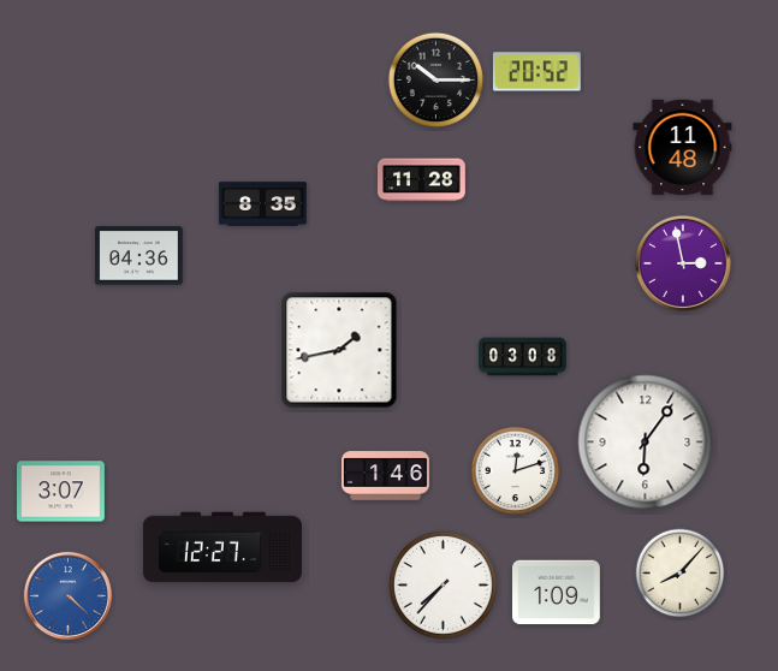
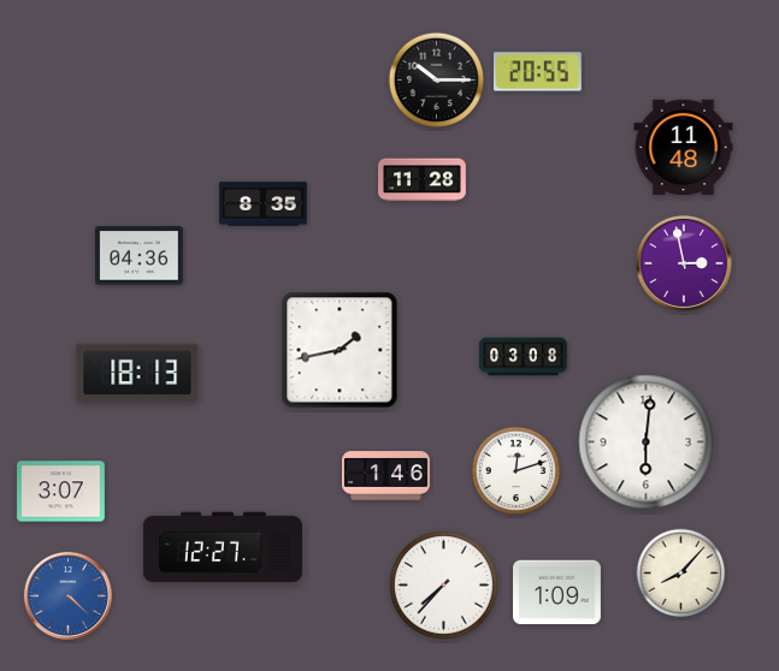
clock at (536, 72): 20:52 -> 20:55
clock at (137, 372): none -> 18:13
clock at (646, 443): 6:06 -> 6:01
